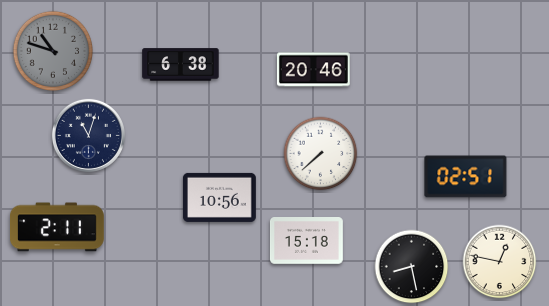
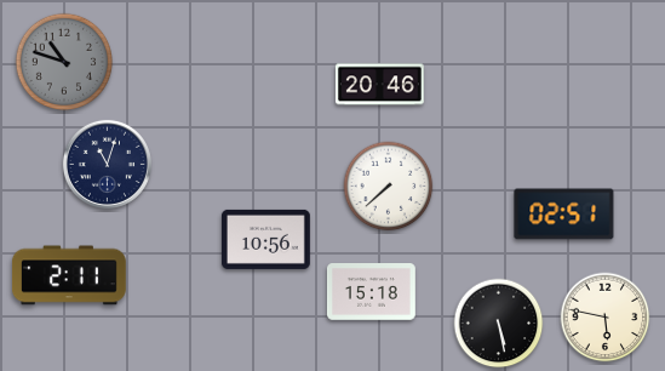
clock at (181, 65): 6:38 -> none
clock at (500, 262): 12:47 -> 5:47
clock at (412, 267): 8:28 -> 5:28
